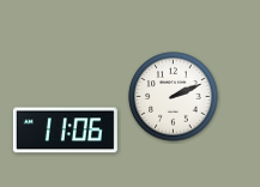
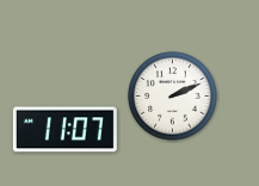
clock at (65, 131): 11:06 -> 11:07
